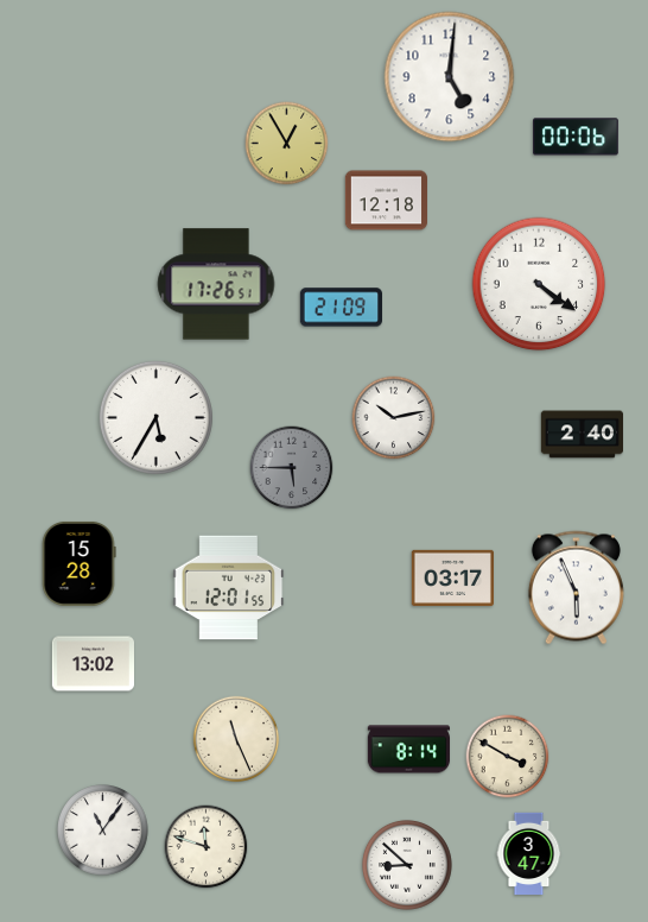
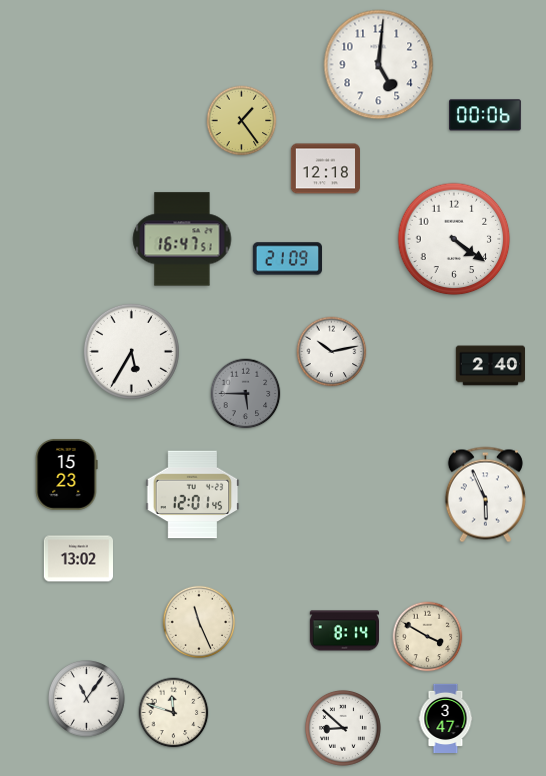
clock at (287, 144): 12:55 -> 1:24
clock at (216, 284): 17:26 -> 16:47
clock at (78, 563): 15:28 -> 15:23
clock at (452, 577): 03:17 -> none
clock at (229, 588): 12:01:55 -> 12:01:45
